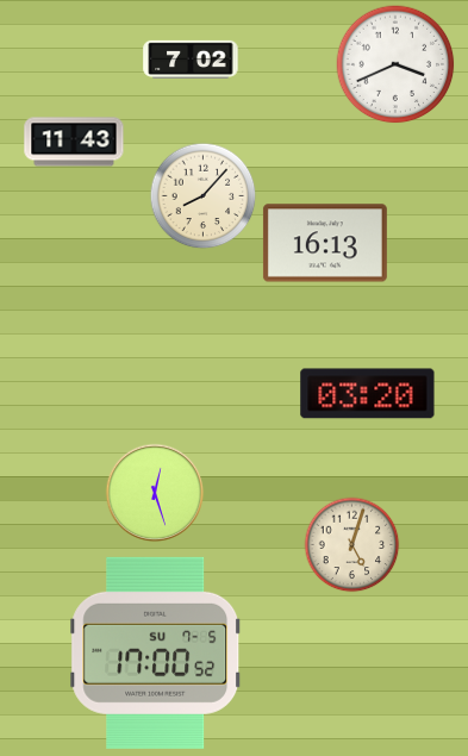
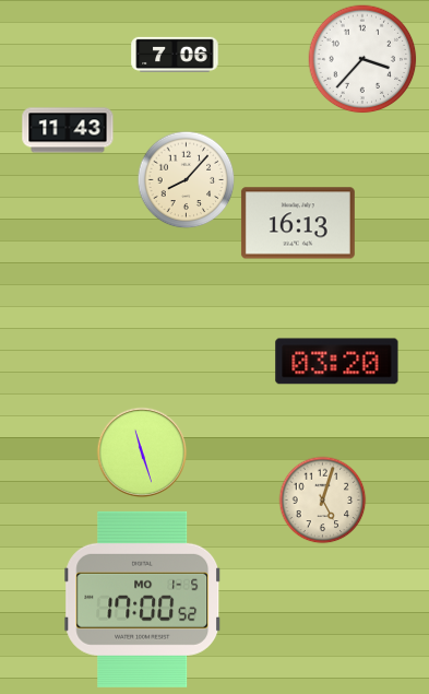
clock at (191, 60): 7:02 -> 7:06
clock at (395, 64): 3:41 -> 3:37
clock at (155, 493): 12:27 -> 11:27
clock at (156, 652) date: SU 7-5 -> MO 1-5
